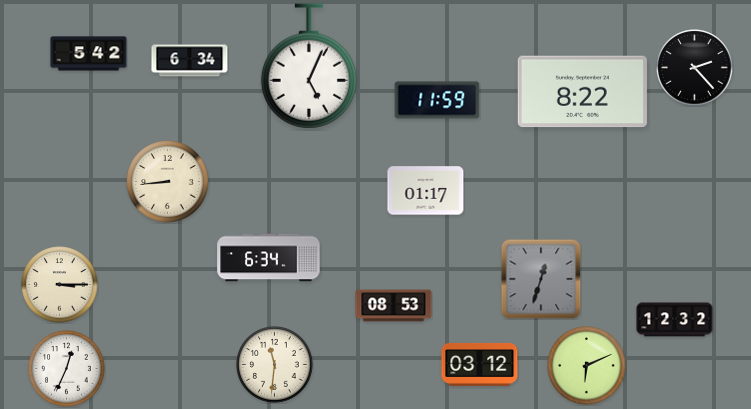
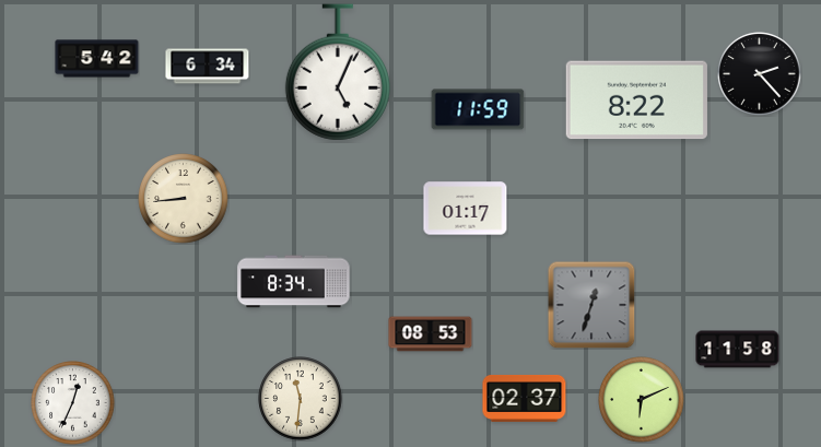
clock at (269, 258): 6:34 -> 8:34
clock at (60, 285): 3:15 -> none
clock at (675, 320): 12:32 -> 11:58
clock at (480, 365): 03:12 -> 02:37
